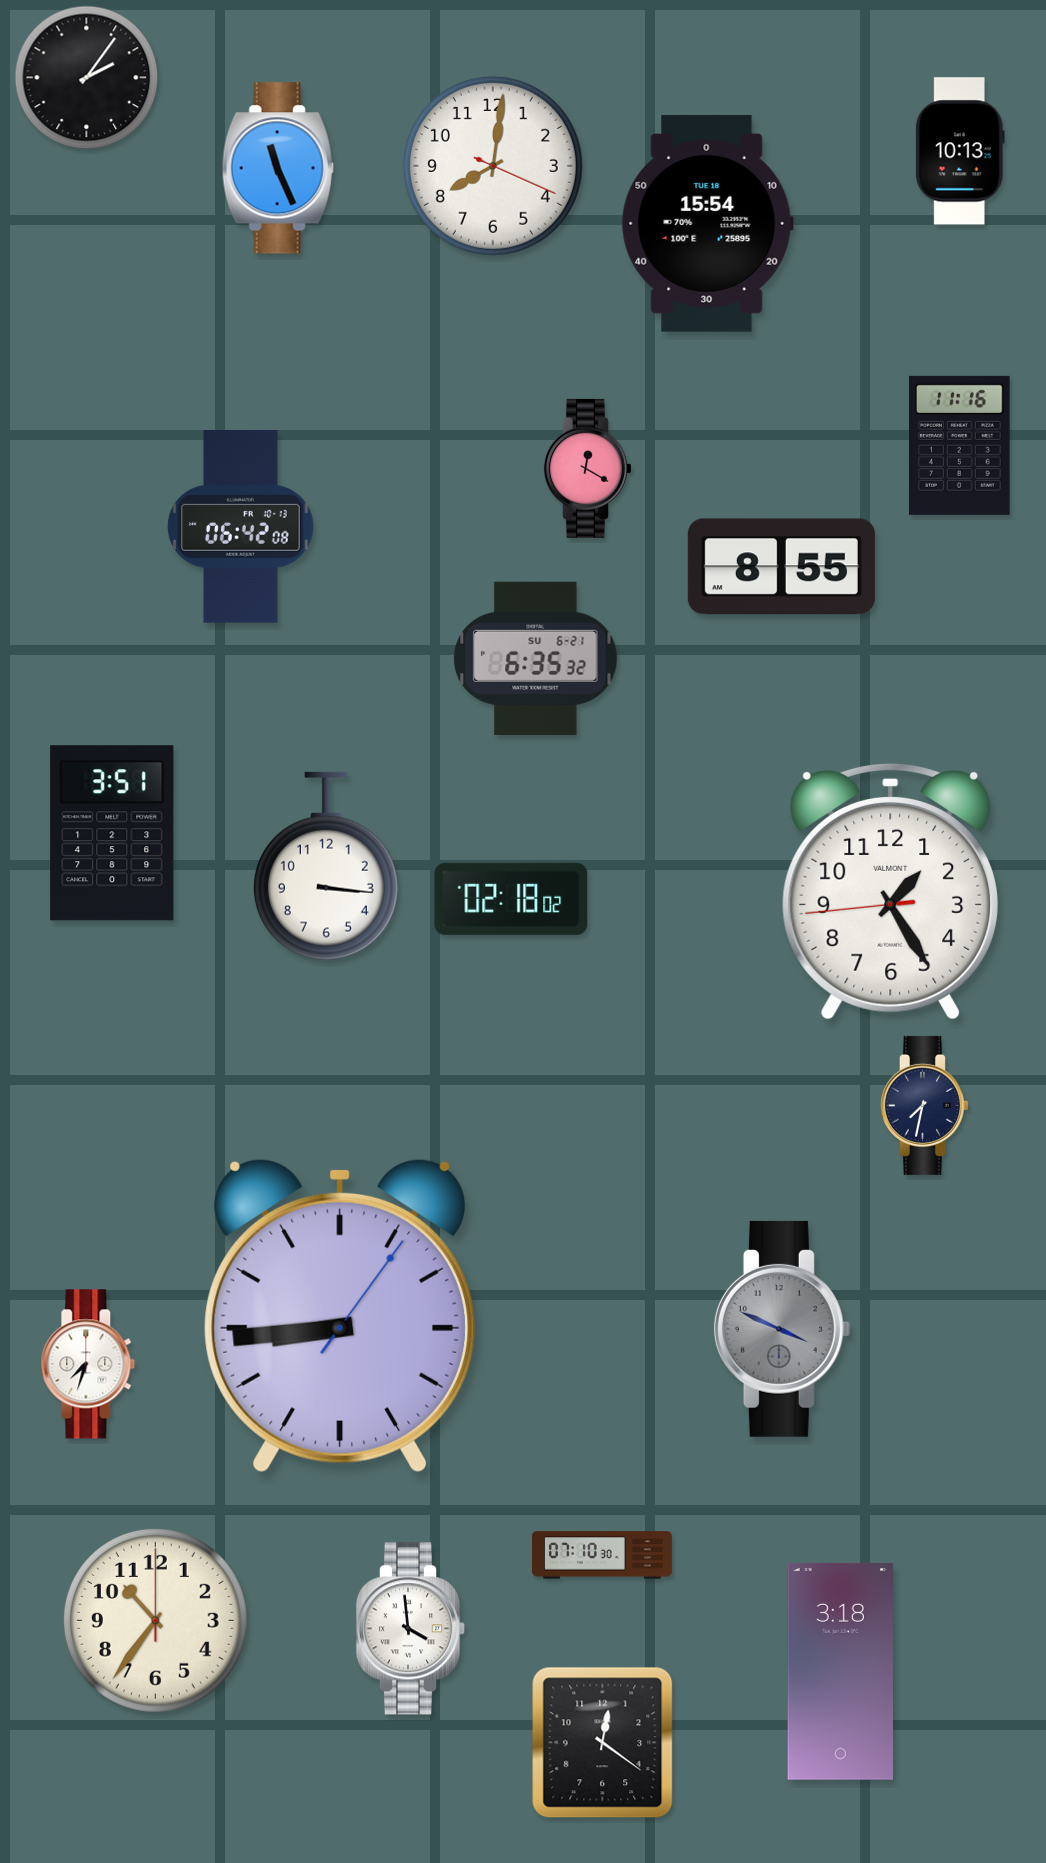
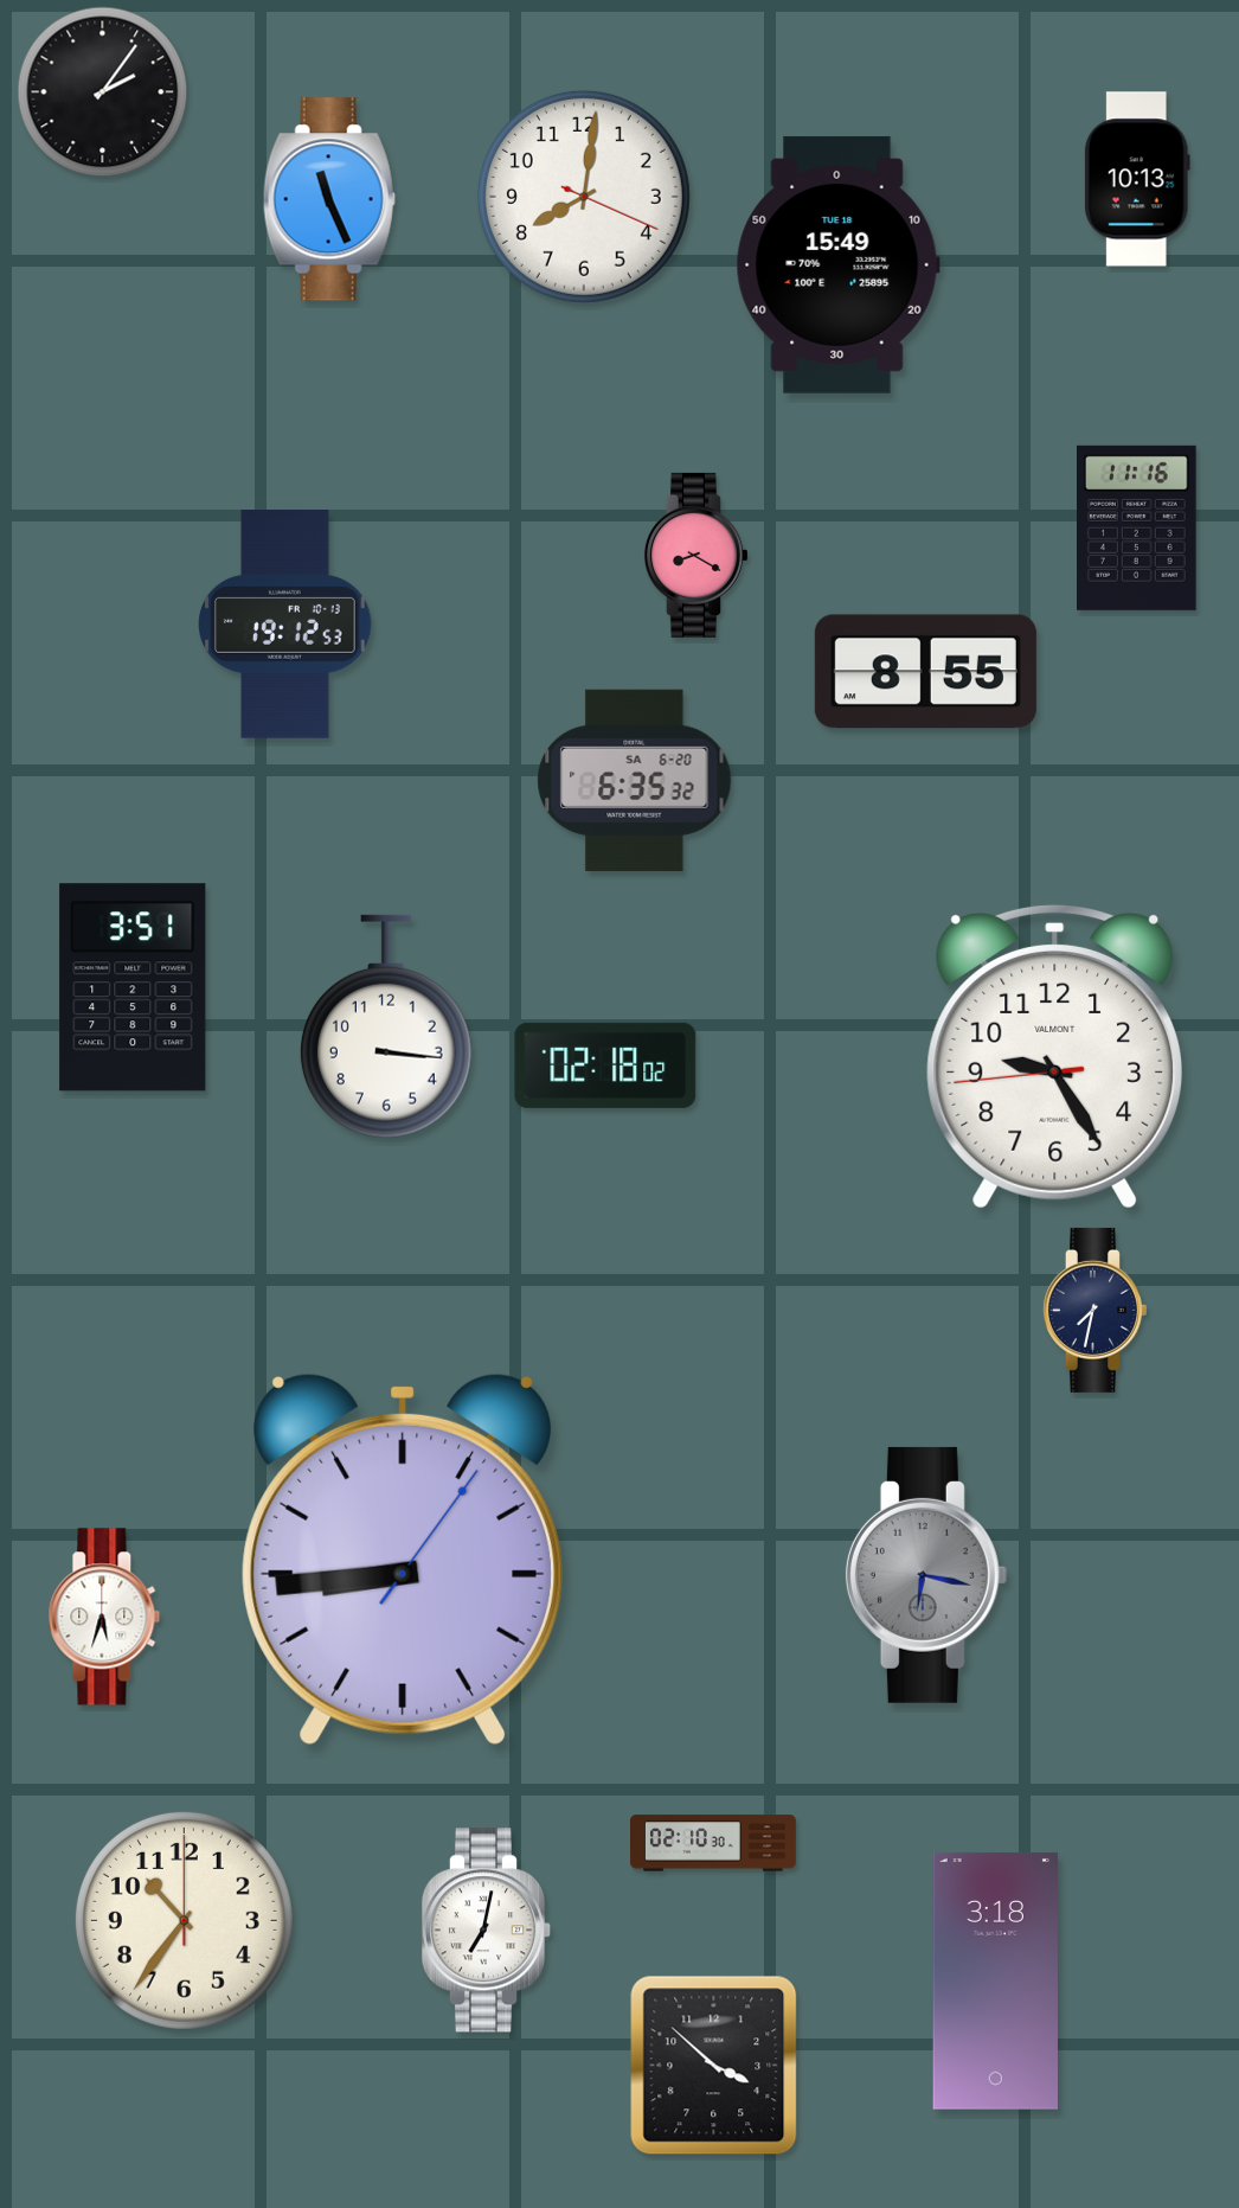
clock at (707, 223): 15:54 -> 15:49
clock at (588, 468): 12:20 -> 8:20
clock at (241, 527): 06:42 -> 19:12
clock at (536, 658) date: SU 6-21 -> SA 6-20
clock at (891, 892): 1:24 -> 9:24
clock at (782, 1329): 3:49 -> 6:17
clock at (88, 1364): 7:33 -> 5:33
clock at (603, 1555): 07:10 -> 02:10
clock at (411, 1629): 3:59 -> 7:02
clock at (603, 1743): 12:21 -> 3:52
